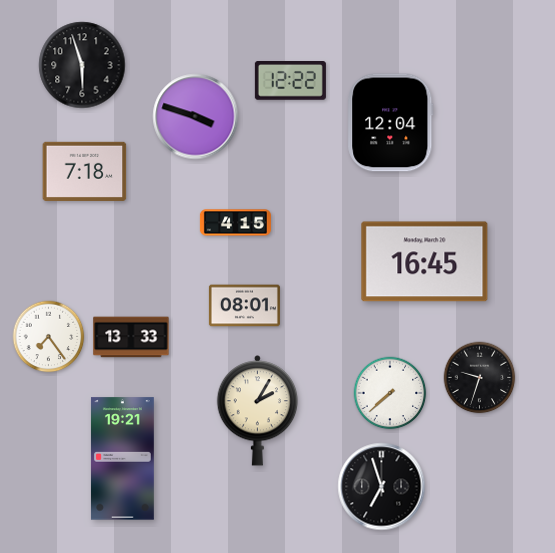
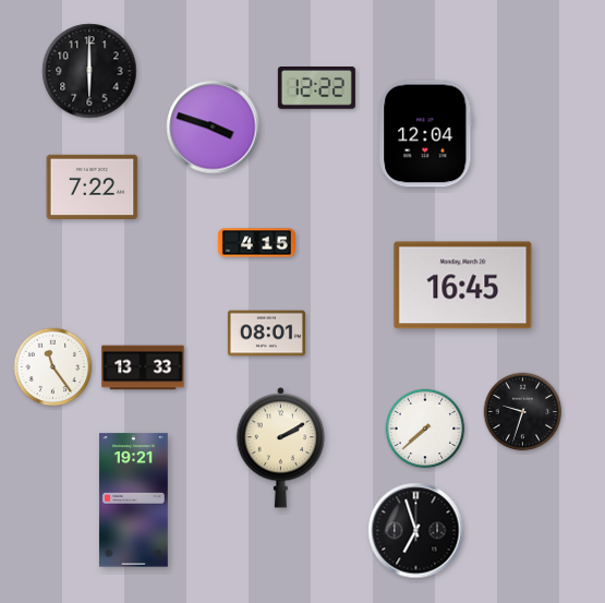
clock at (82, 65): 5:57 -> 6:00
clock at (85, 171): 7:18 -> 7:22
clock at (49, 337): 7:24 -> 11:24
clock at (258, 411): 2:05 -> 2:10
